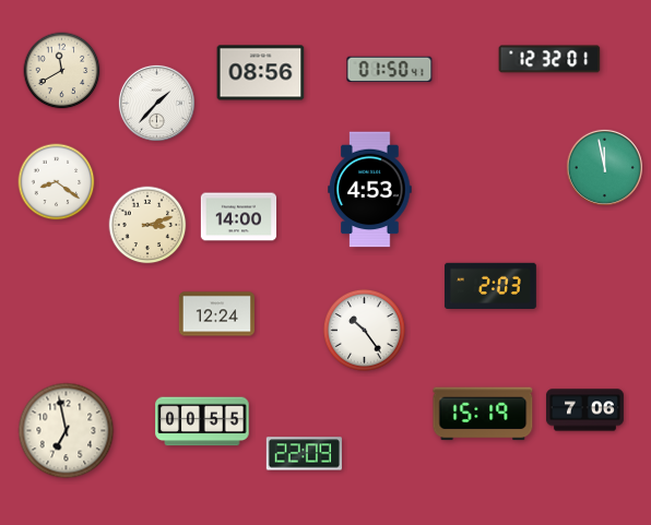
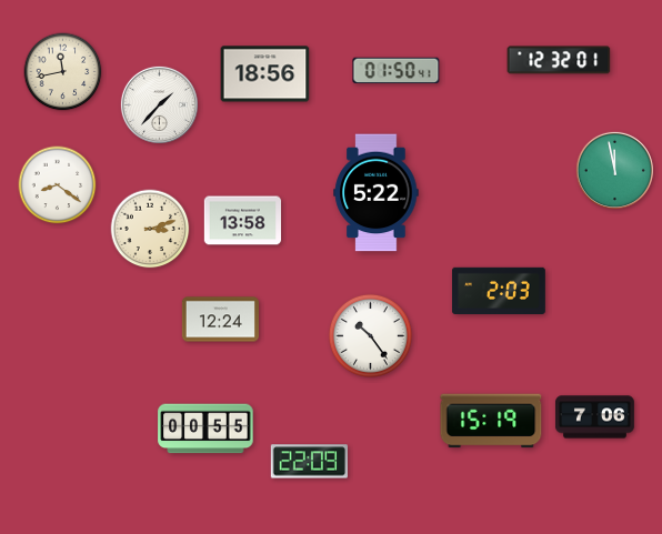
clock at (62, 71): 11:40 -> 11:43
clock at (261, 73): 08:56 -> 18:56
clock at (370, 190): 4:53 -> 5:22
clock at (239, 217): 14:00 -> 13:58
clock at (67, 431): 6:58 -> none
